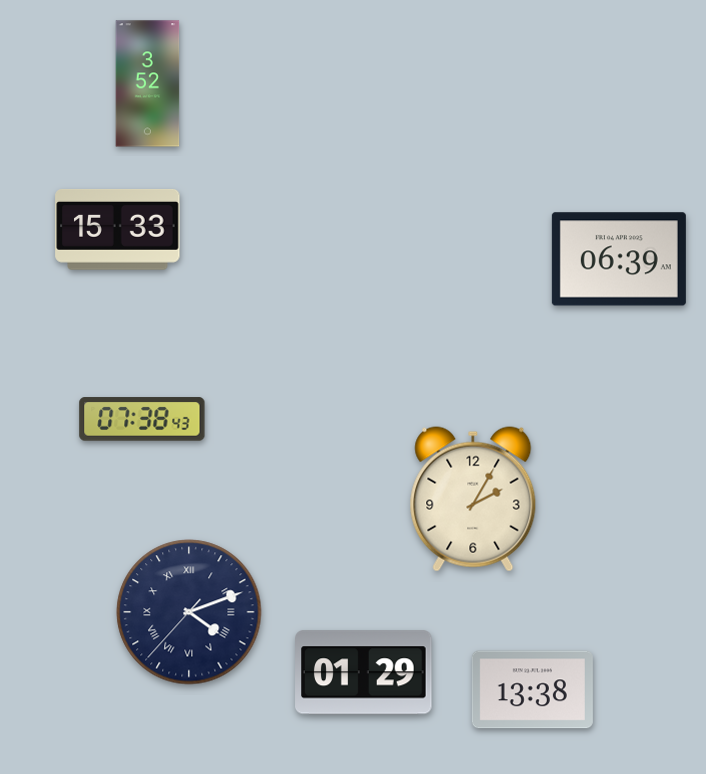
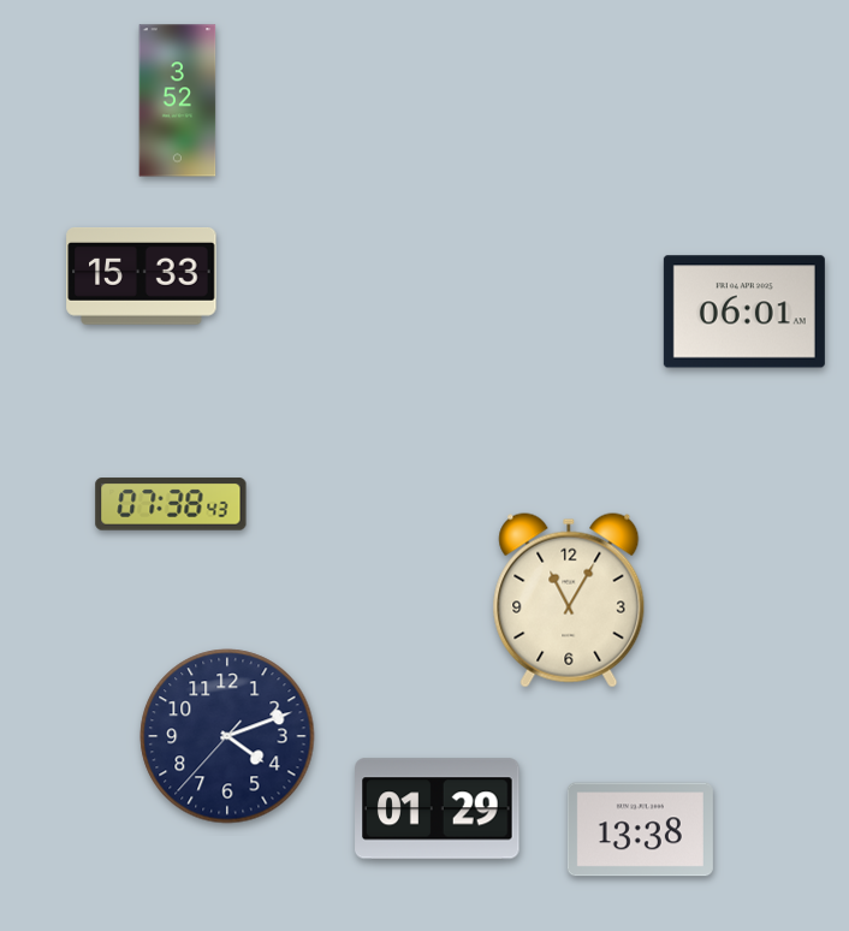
clock at (619, 259): 06:39 -> 06:01
clock at (473, 499): 2:05 -> 11:05
clock at (189, 612) numerals: Roman -> Arabic
